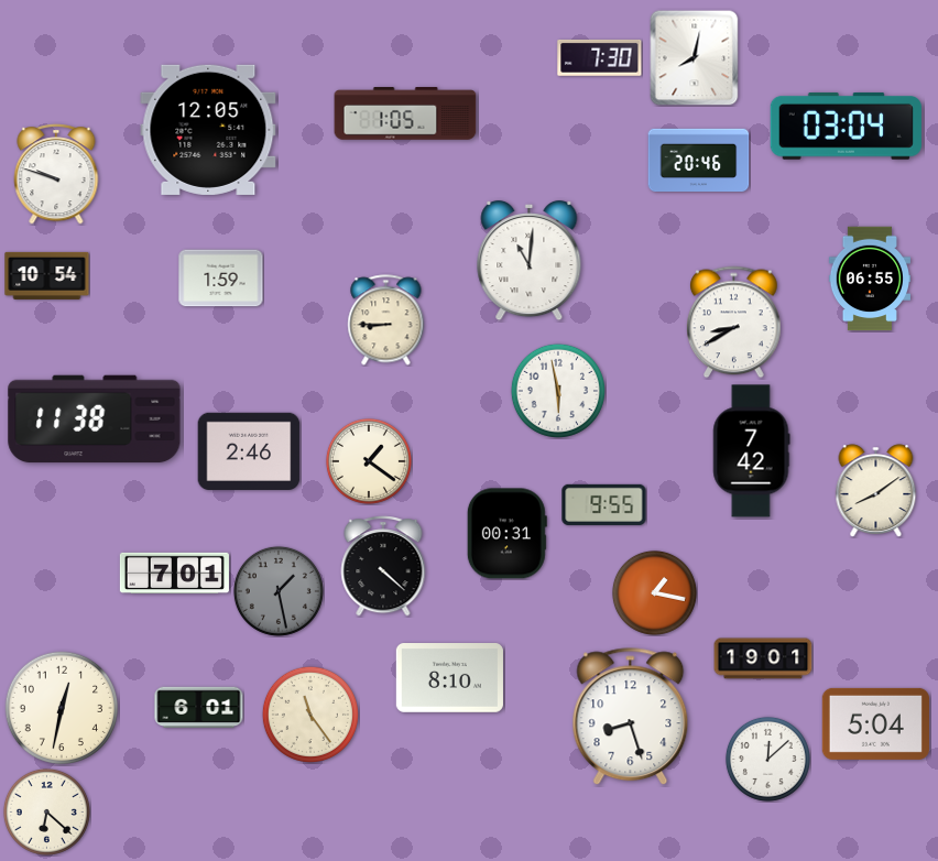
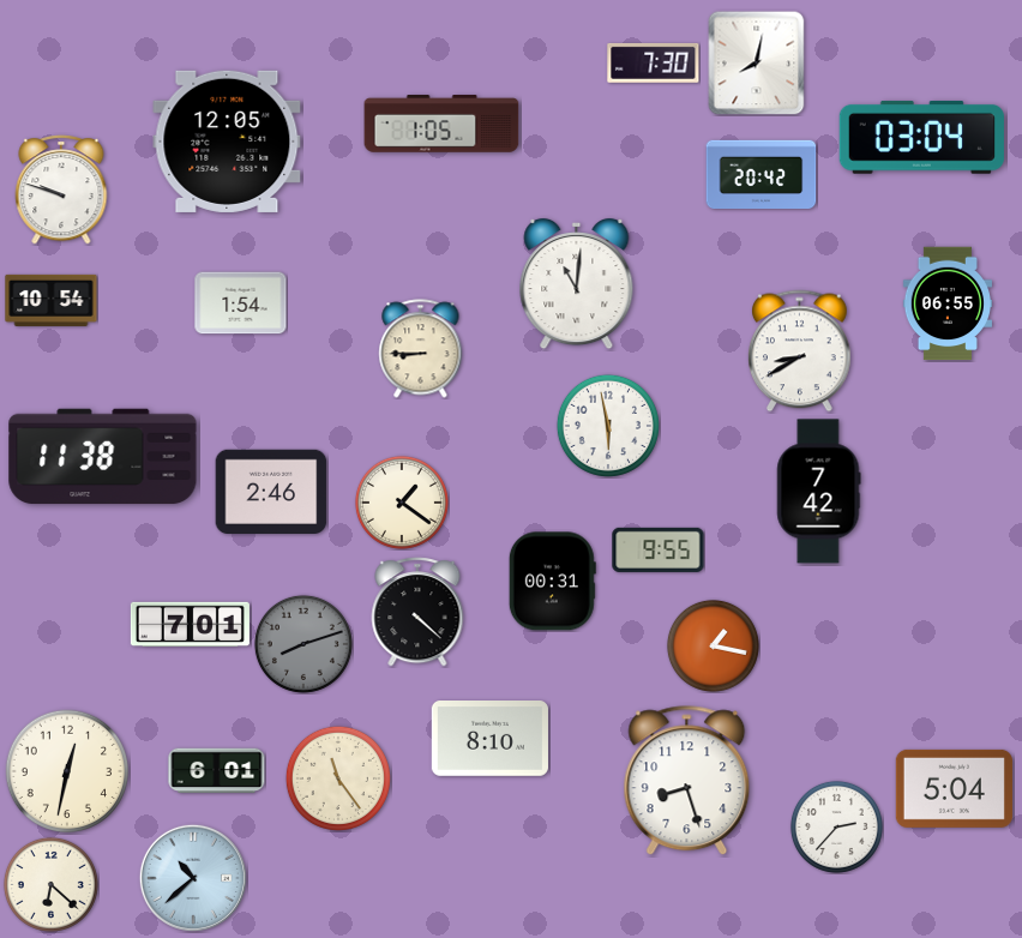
clock at (699, 160): 20:46 -> 20:42
clock at (221, 279): 1:59 -> 1:54
clock at (876, 491): 8:09 -> none
clock at (383, 566) position: (383, 566) -> (417, 612)
clock at (279, 591): 1:28 -> 8:12
clock at (763, 658): 19:01 -> none
clock at (767, 759): 12:08 -> 2:37
clock at (193, 878): none -> 10:38
